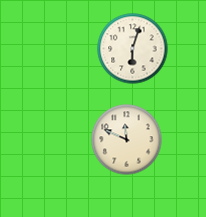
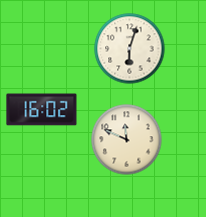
clock at (133, 49) position: (133, 49) -> (130, 49)
clock at (42, 110): none -> 16:02
